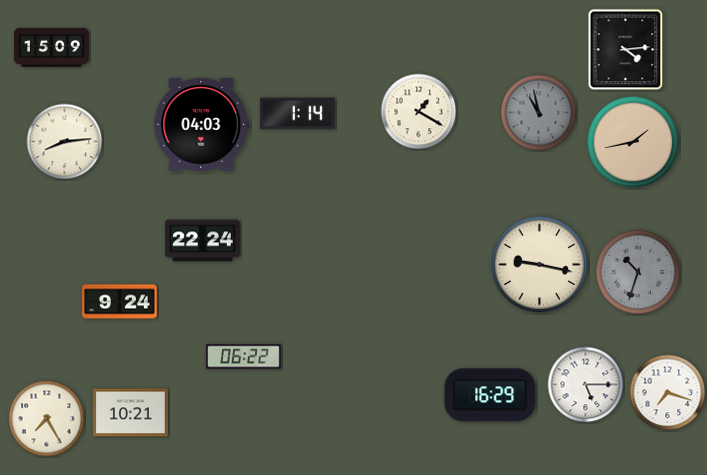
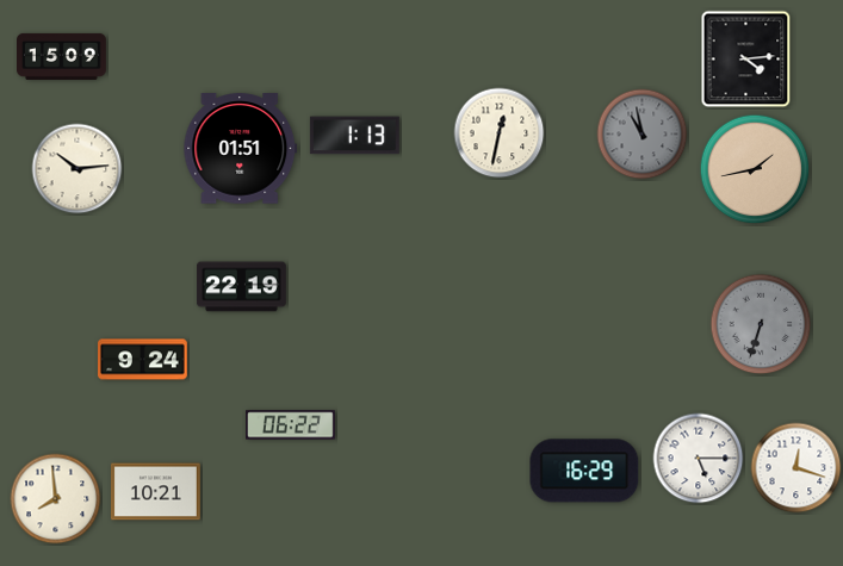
clock at (419, 112): 1:20 -> 12:32
clock at (297, 114): 1:14 -> 1:13
clock at (202, 125): 04:03 -> 01:51
clock at (65, 142): 8:14 -> 10:14
clock at (203, 241): 22:24 -> 22:19
clock at (540, 265): 9:17 -> none
clock at (638, 272): 10:33 -> 6:33
clock at (668, 393): 7:18 -> 12:18
clock at (47, 419): 7:25 -> 7:59
